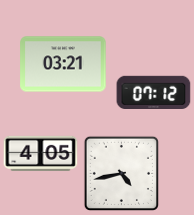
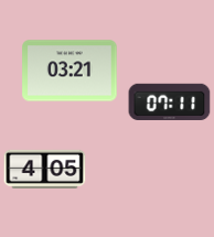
clock at (154, 92): 07:12 -> 07:11
clock at (121, 173): 4:43 -> none
